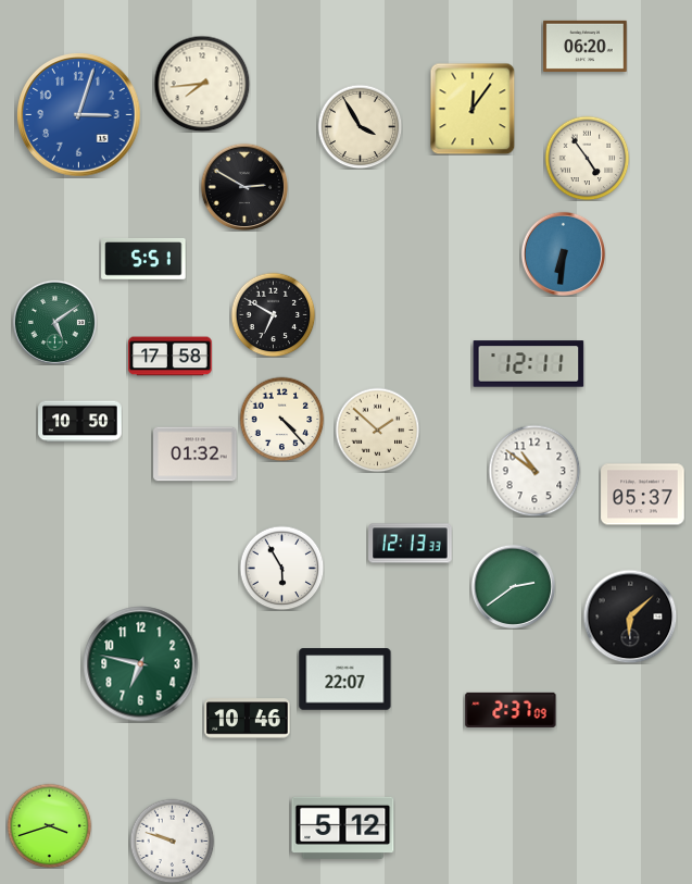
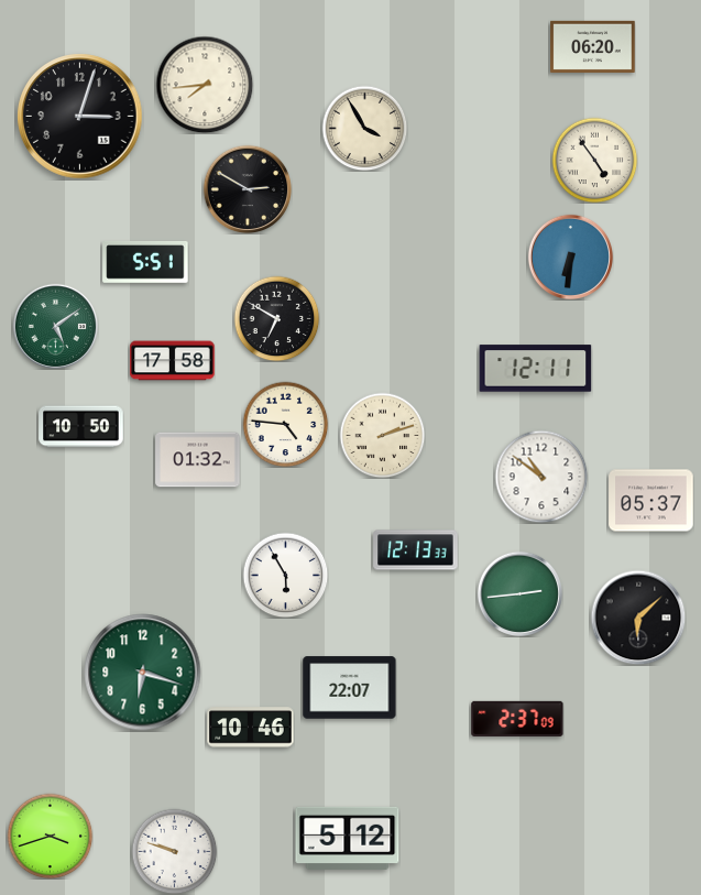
clock at (473, 109): 12:06 -> none
clock at (79, 115) dial: blue -> black
clock at (281, 419): 4:23 -> 4:46
clock at (377, 429): 1:52 -> 2:12
clock at (513, 586): 2:39 -> 2:44
clock at (630, 617) position: (630, 617) -> (638, 618)
clock at (141, 664): 6:47 -> 6:18
